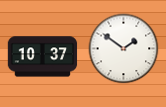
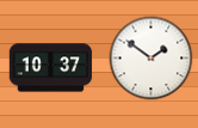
clock at (124, 49) position: (124, 49) -> (151, 59)
